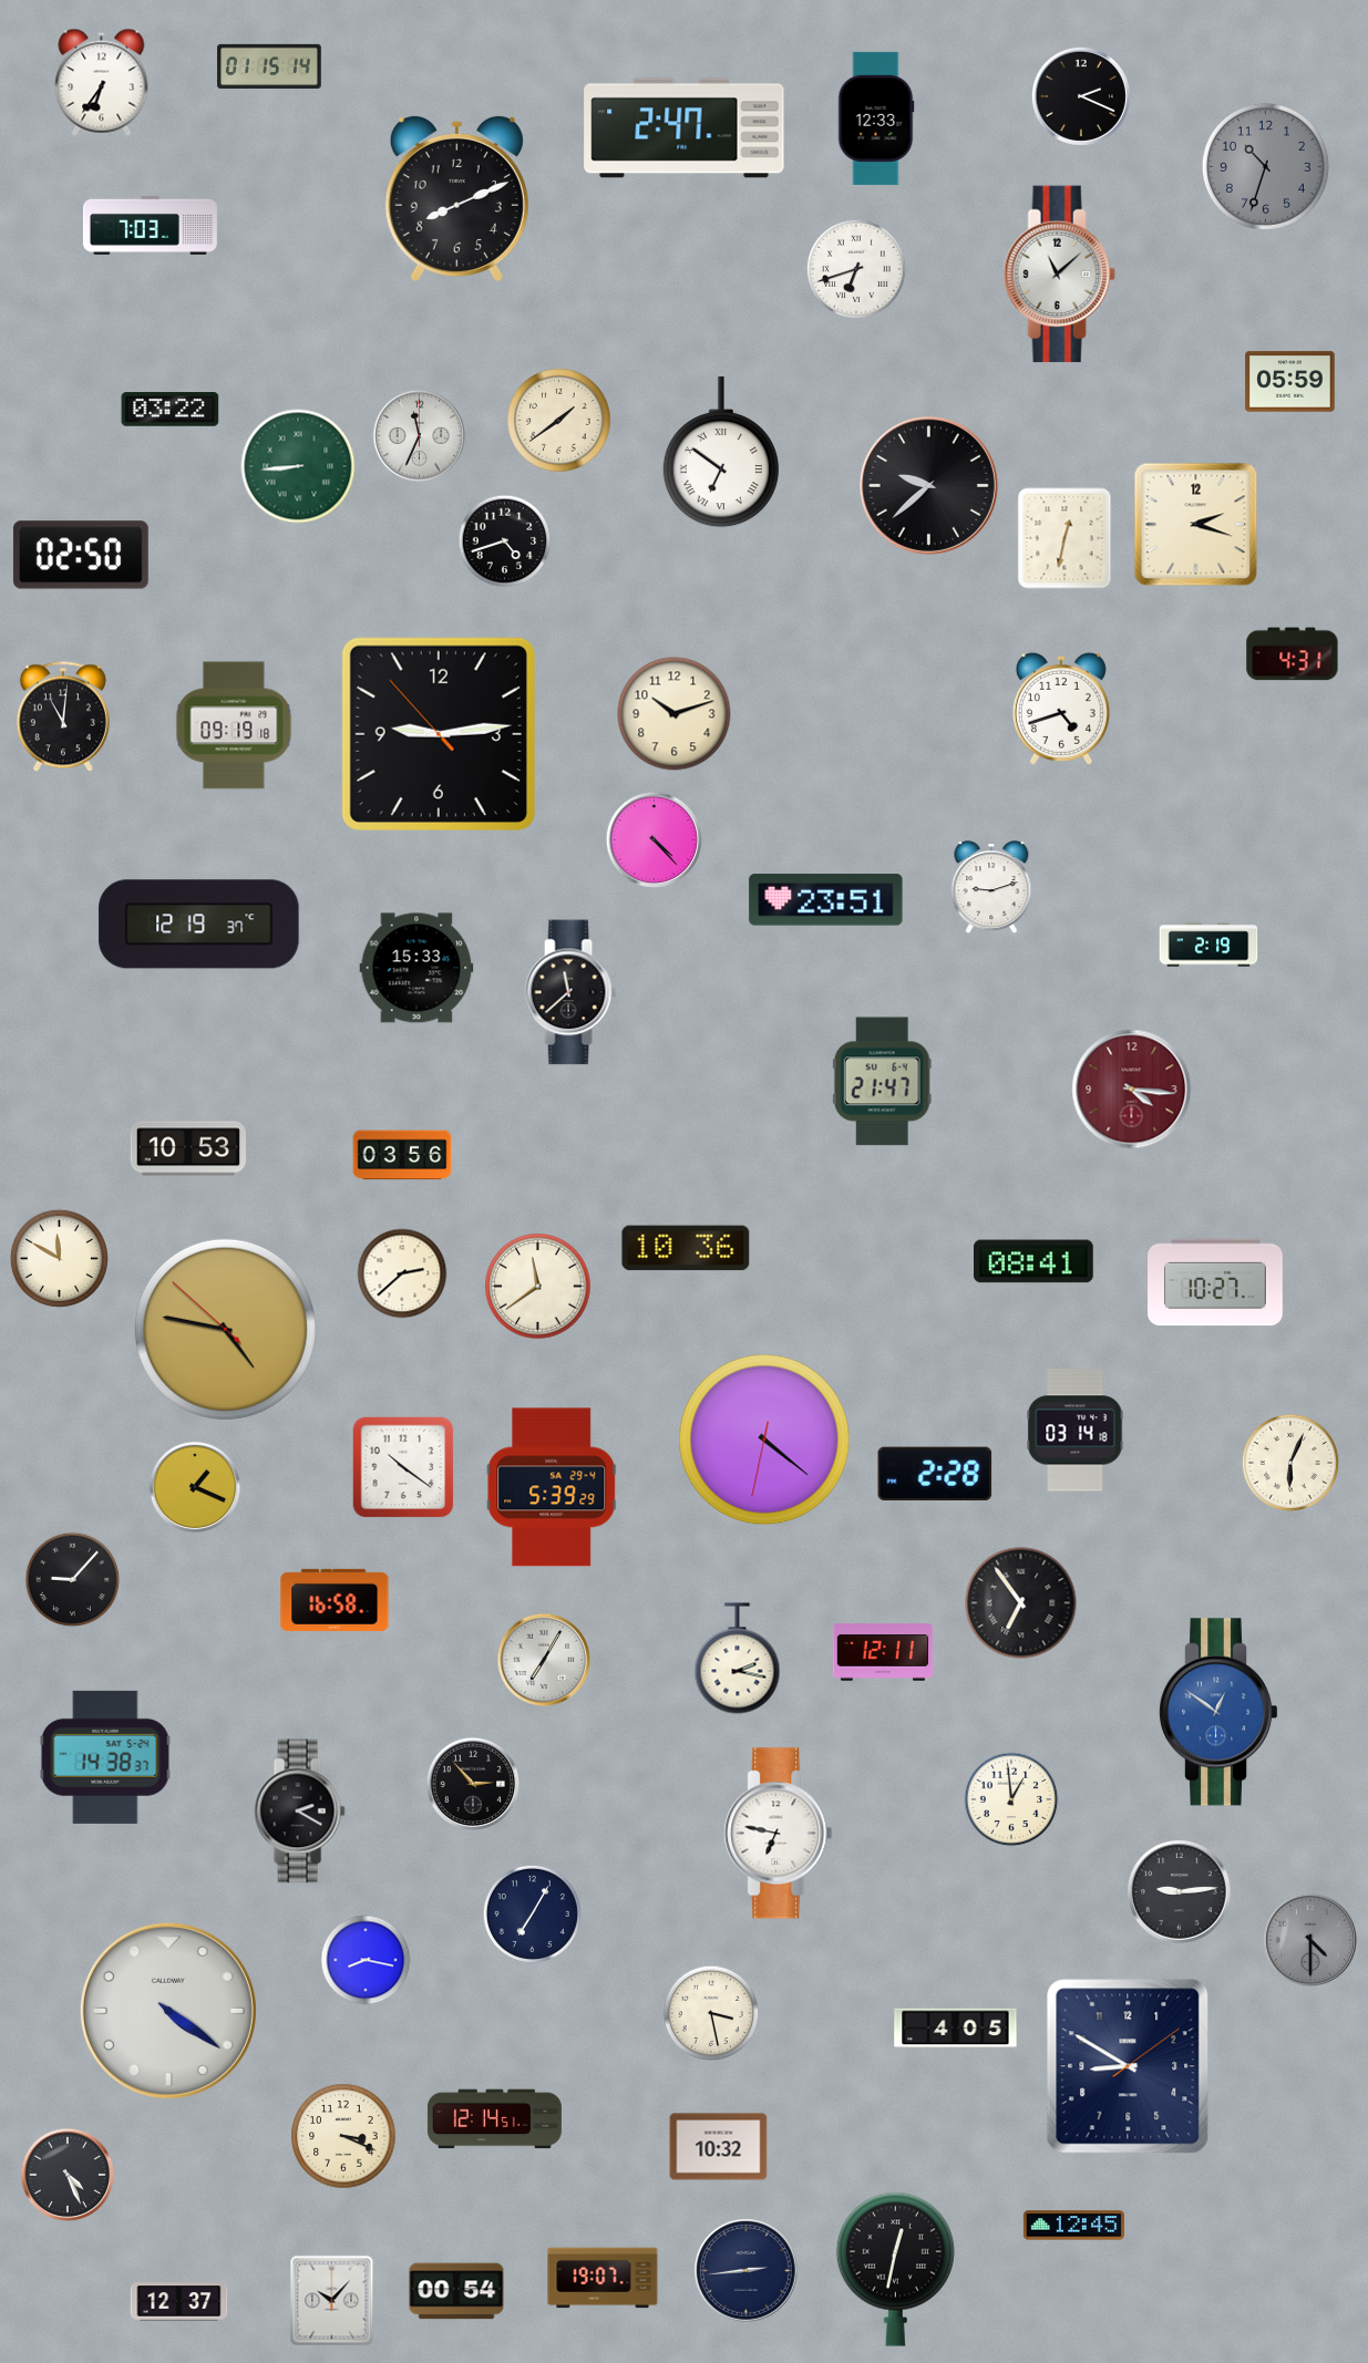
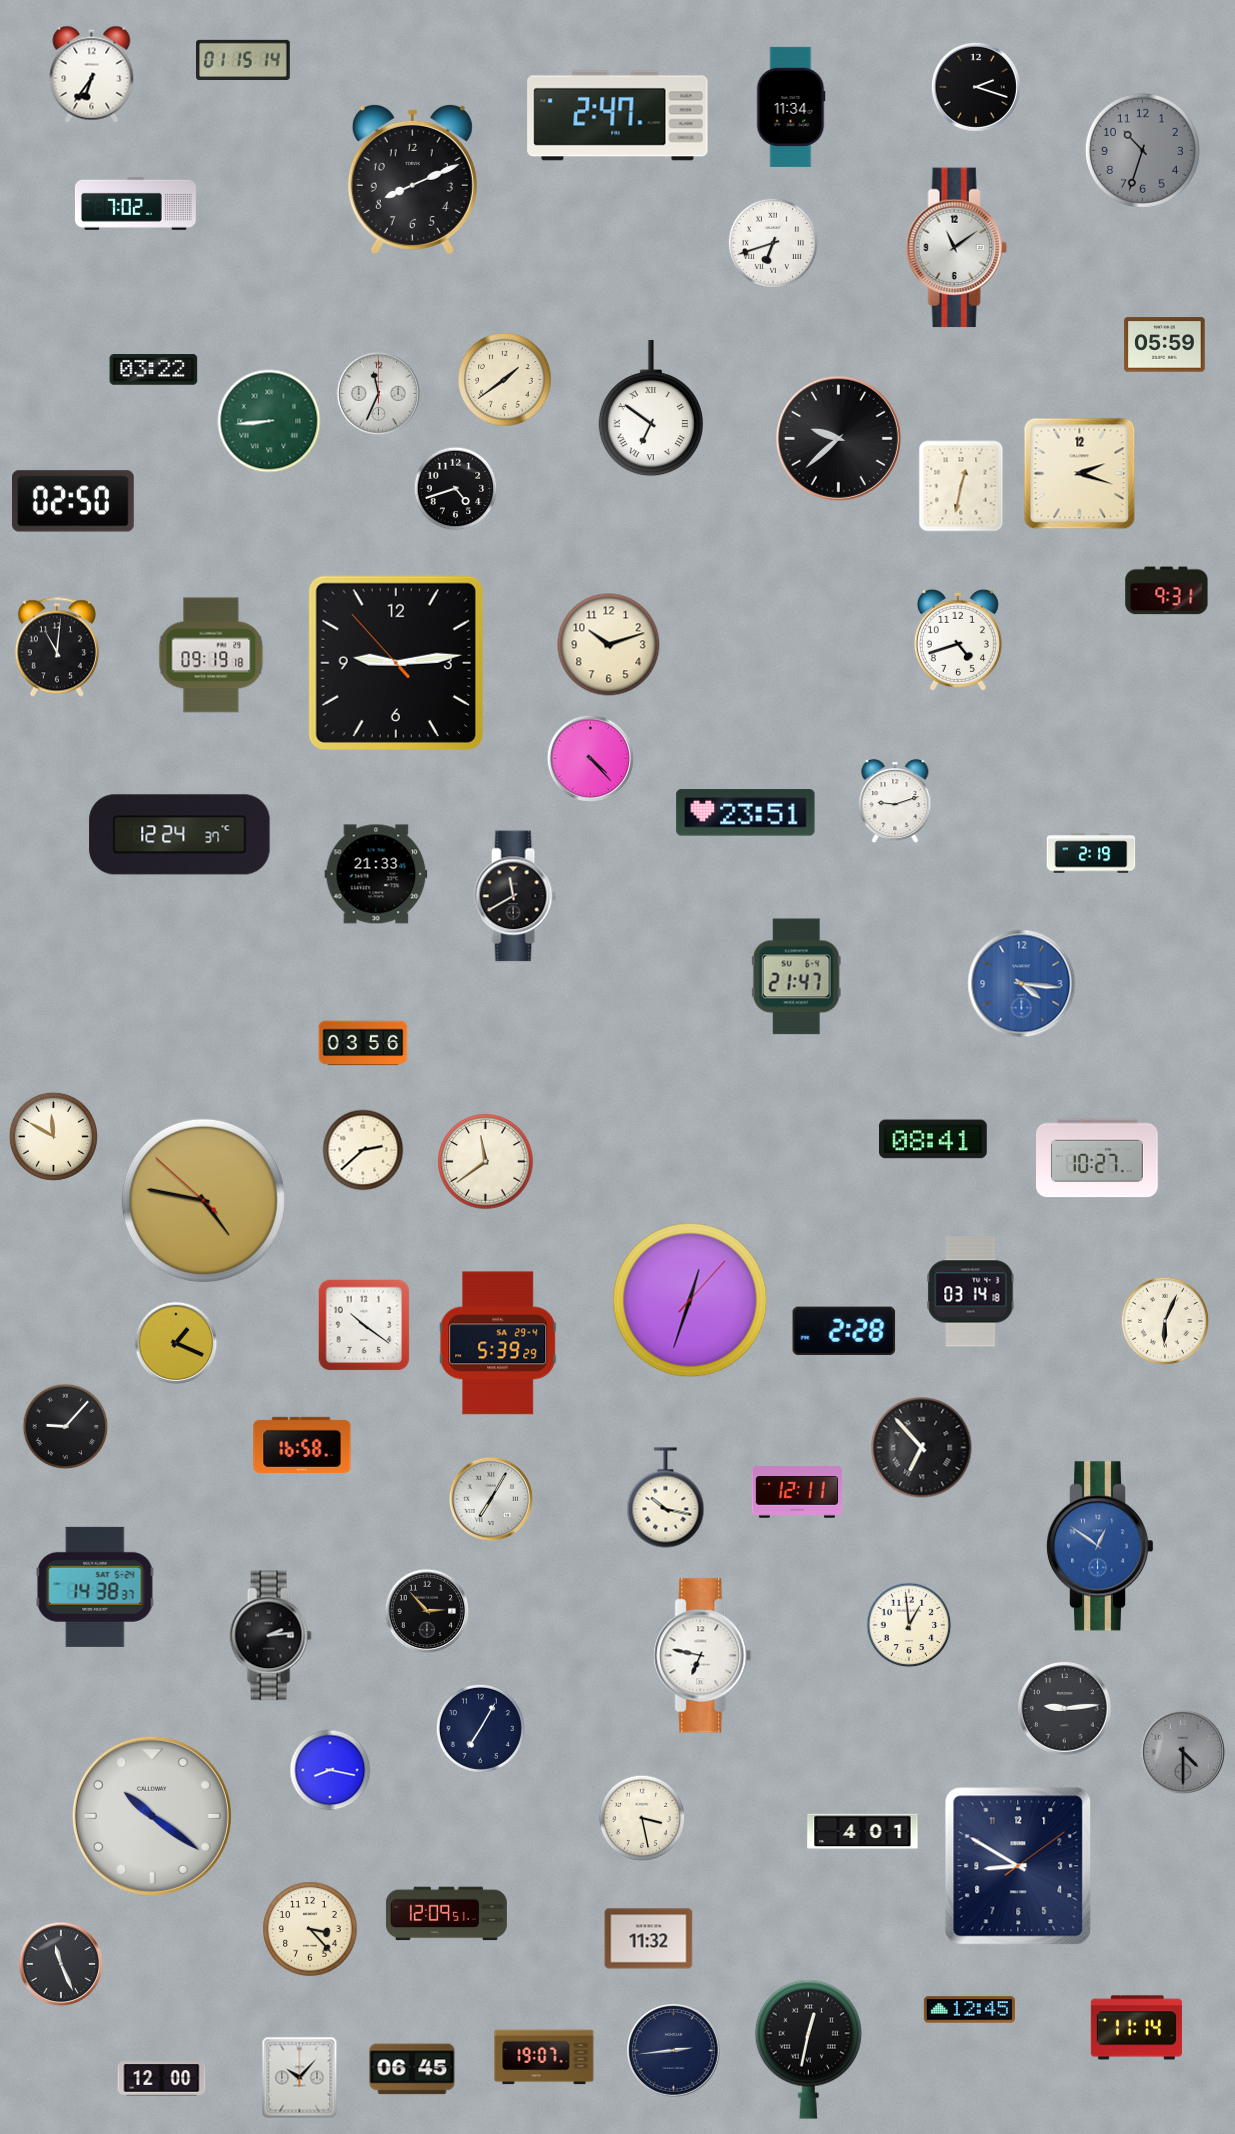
clock at (1081, 96): 2:19 -> 2:18
clock at (876, 118): 12:33 -> 11:34
clock at (150, 225): 7:03 -> 7:02
clock at (1059, 275): 11:08 -> 11:09
clock at (1293, 654): 4:31 -> 9:31
clock at (199, 925): 12:19 -> 12:24
clock at (416, 968): 15:33 -> 21:33
clock at (570, 992): 11:38 -> 11:40
clock at (1132, 1090) dial: burgundy -> blue
clock at (188, 1148): 10:53 -> none
clock at (686, 1248): 10:36 -> none
clock at (764, 1440): 4:21 -> 12:33
clock at (1021, 1603): 6:54 -> 6:53
clock at (738, 1659): 2:17 -> 10:17
clock at (1011, 1799) position: (1011, 1799) -> (909, 1625)
clock at (299, 1812): 2:20 -> 2:14
clock at (168, 2011): 4:21 -> 10:21
clock at (956, 2029): 4:05 -> 4:01
clock at (494, 2119): 12:14 -> 12:09
clock at (343, 2136): 3:19 -> 3:23
clock at (719, 2147): 10:32 -> 11:32
clock at (68, 2175): 4:26 -> 11:26
clock at (1136, 2028): none -> 11:14
clock at (456, 2291): 00:54 -> 06:45
clock at (179, 2302): 12:37 -> 12:00
